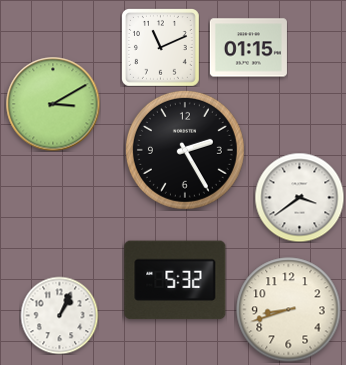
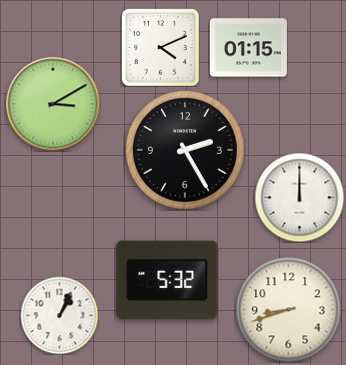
clock at (161, 48): 11:11 -> 4:11
clock at (299, 197): 3:39 -> 12:00
clock at (175, 280) position: (175, 280) -> (167, 280)
